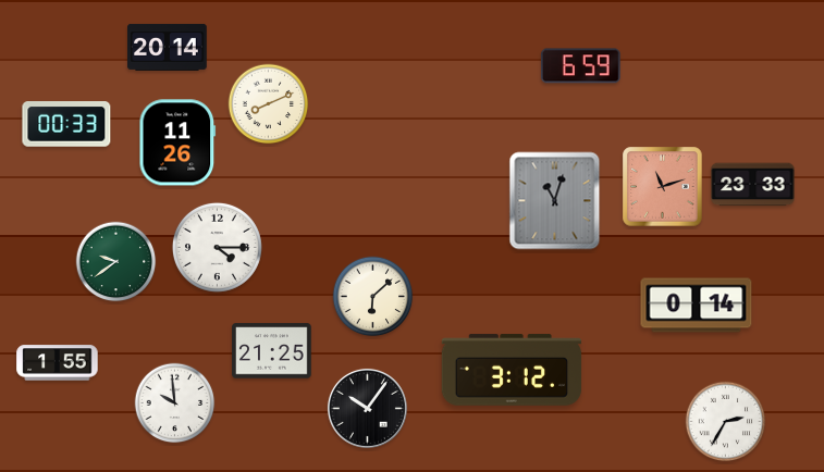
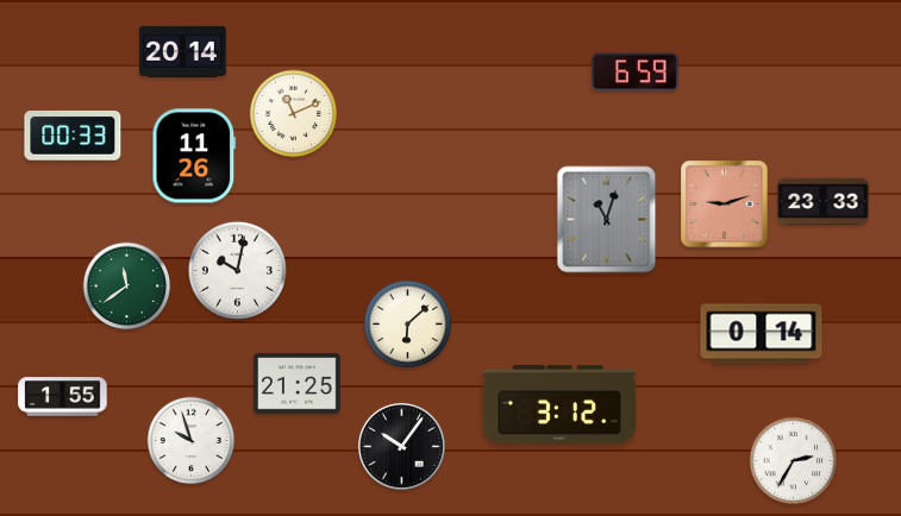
clock at (269, 104): 8:11 -> 11:11
clock at (663, 187): 11:12 -> 9:12
clock at (217, 247): 4:15 -> 10:02
clock at (116, 262): 9:39 -> 11:39
clock at (175, 403): 9:59 -> 9:57
